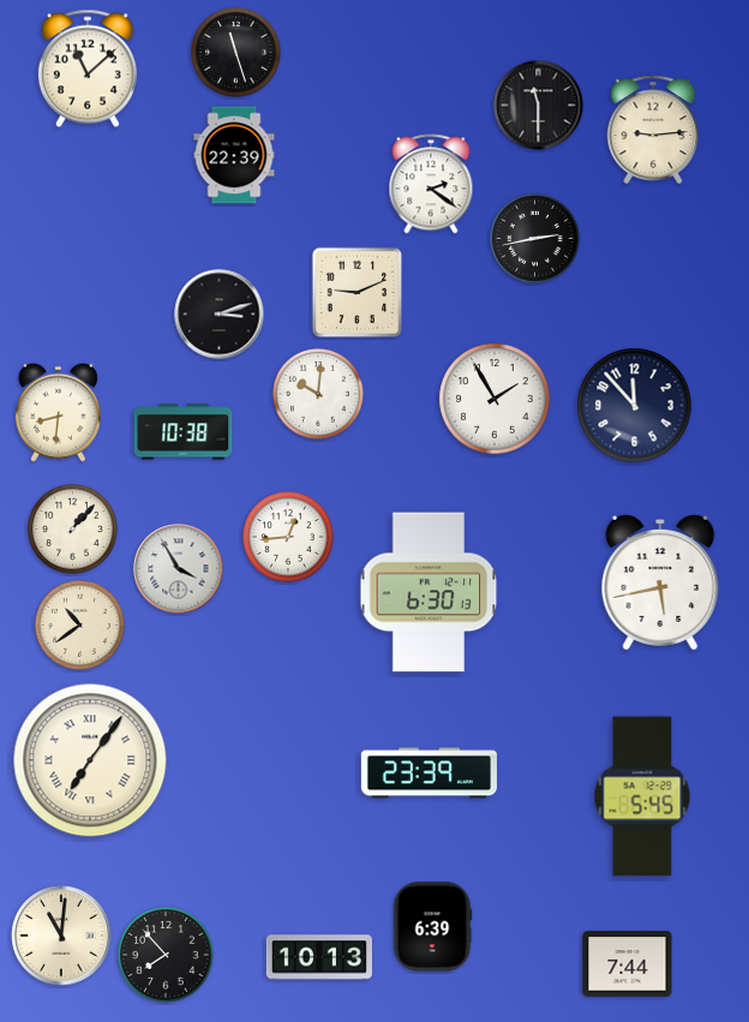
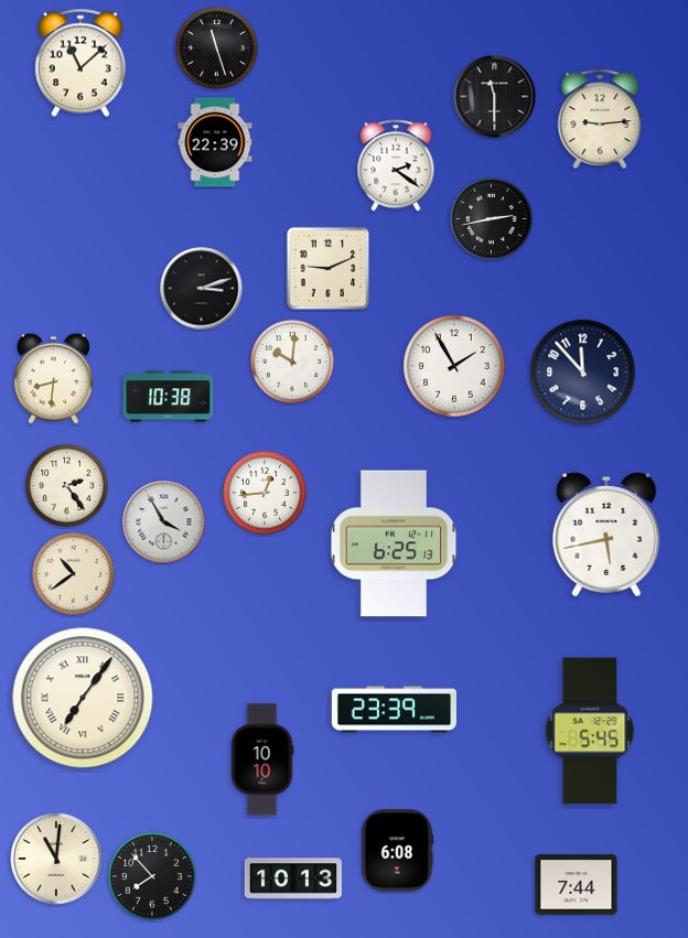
clock at (431, 184) position: (431, 184) -> (396, 165)
clock at (73, 530): 1:07 -> 2:24
clock at (429, 592): 6:30 -> 6:25
clock at (262, 759): none -> 10:10
clock at (432, 927): 6:39 -> 6:08
